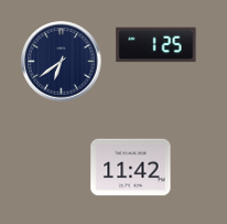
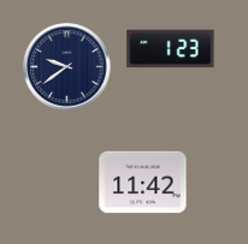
clock at (156, 45): 1:25 -> 1:23
clock at (62, 62): 6:39 -> 9:39
